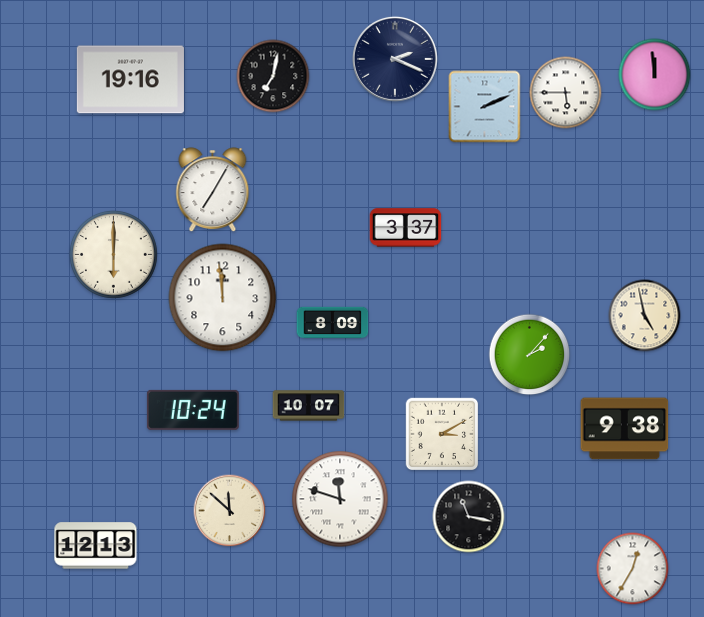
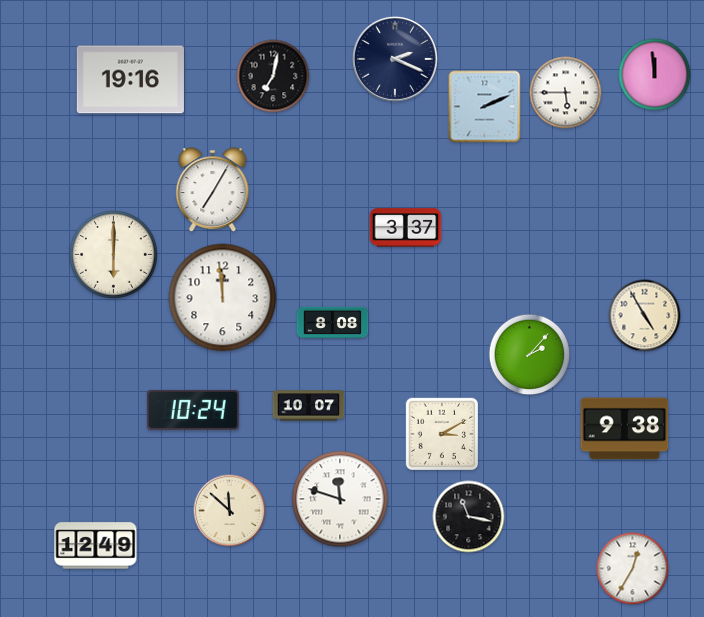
clock at (645, 316): 4:58 -> 4:55
clock at (333, 323): 8:09 -> 8:08
clock at (96, 546): 12:13 -> 12:49
